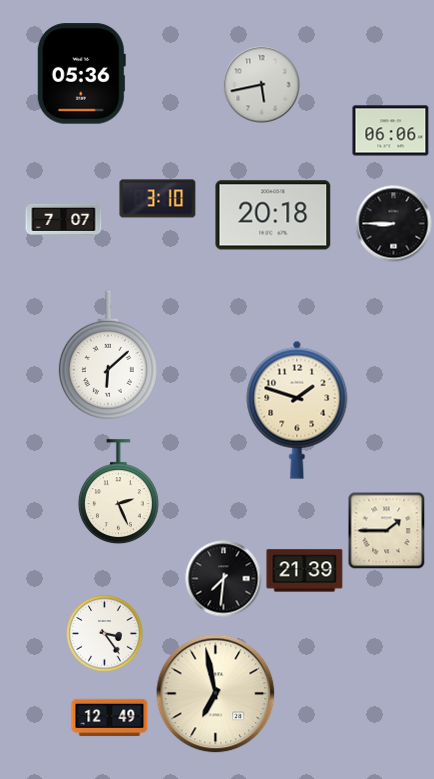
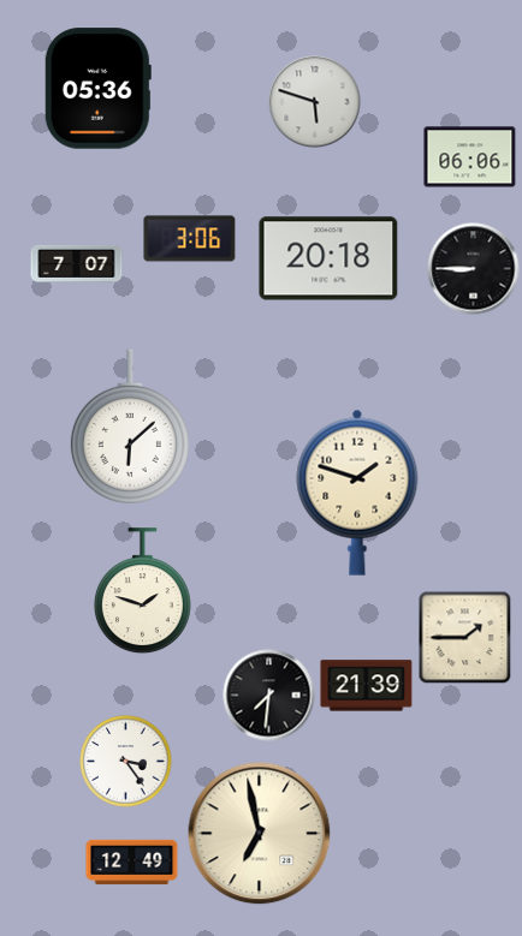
clock at (262, 85): 5:43 -> 5:48
clock at (158, 199): 3:10 -> 3:06
clock at (118, 492): 2:26 -> 1:48
